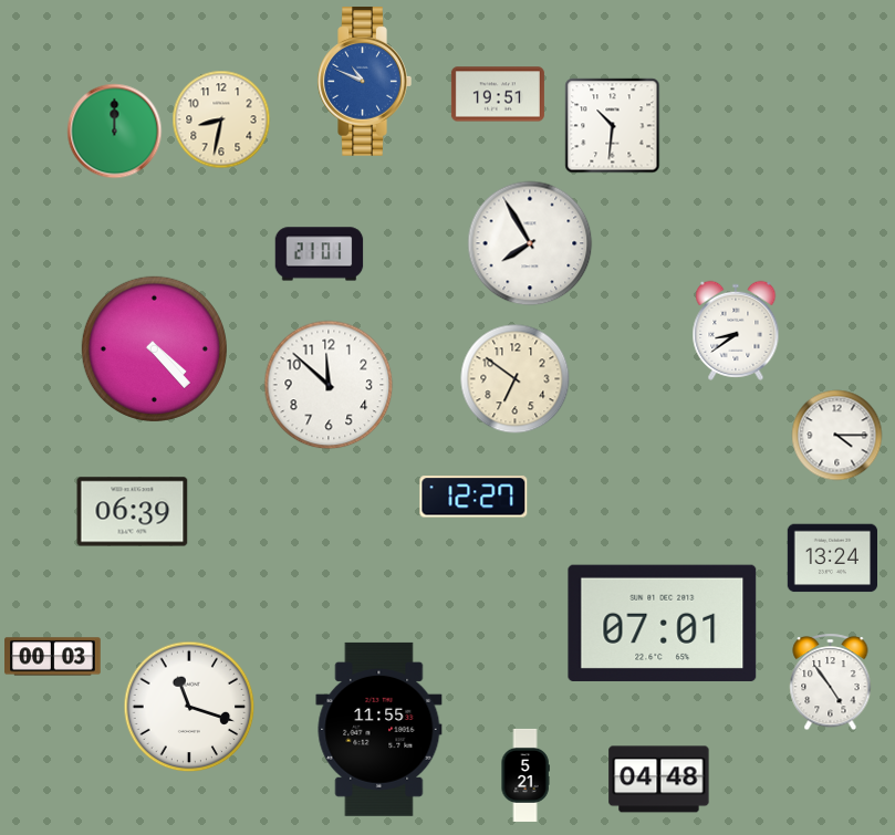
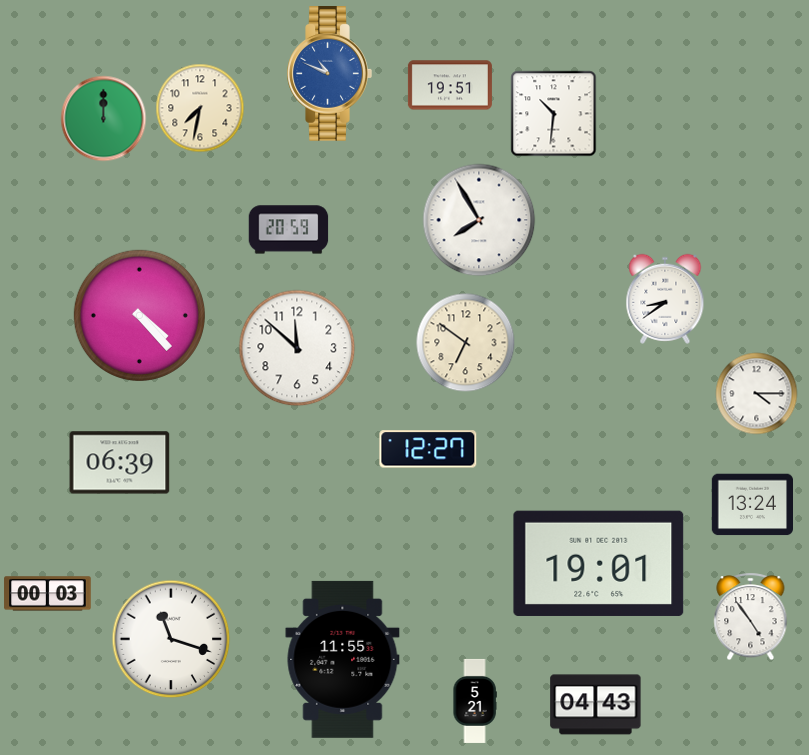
clock at (221, 119): 8:32 -> 7:32
clock at (320, 254): 21:01 -> 20:59
clock at (663, 623): 07:01 -> 19:01
clock at (659, 780): 04:48 -> 04:43
